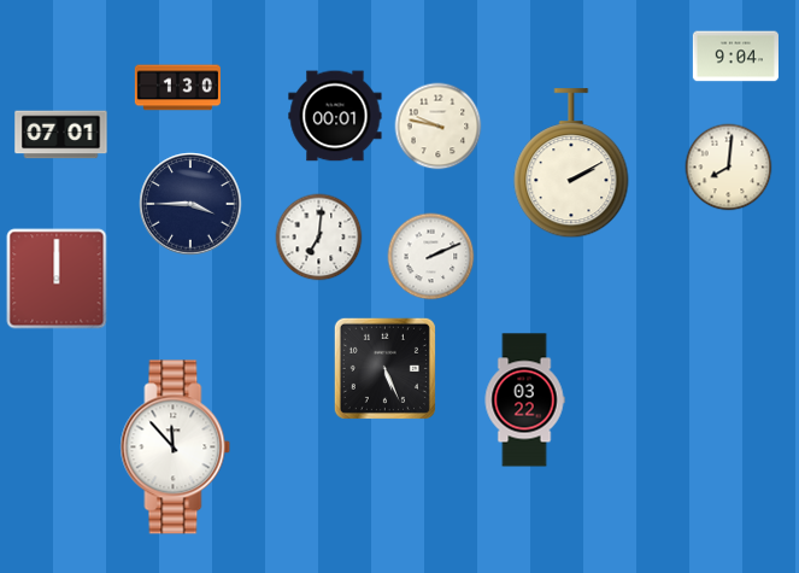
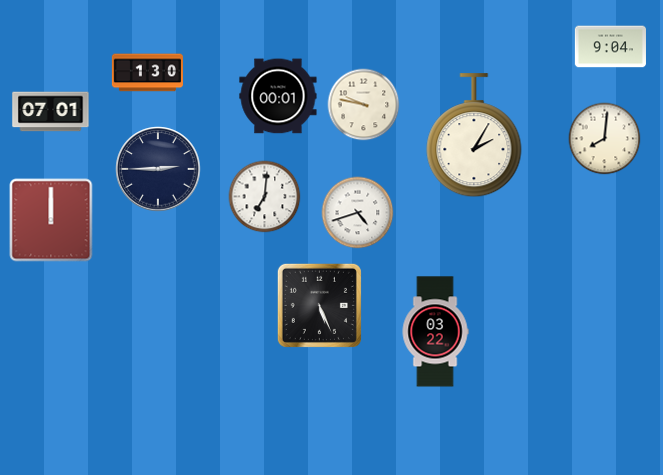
clock at (571, 164): 2:10 -> 2:05
clock at (190, 204): 3:45 -> 2:45
clock at (431, 257): 2:11 -> 4:42
clock at (57, 279) position: (57, 279) -> (51, 220)
clock at (176, 448): 11:53 -> none
